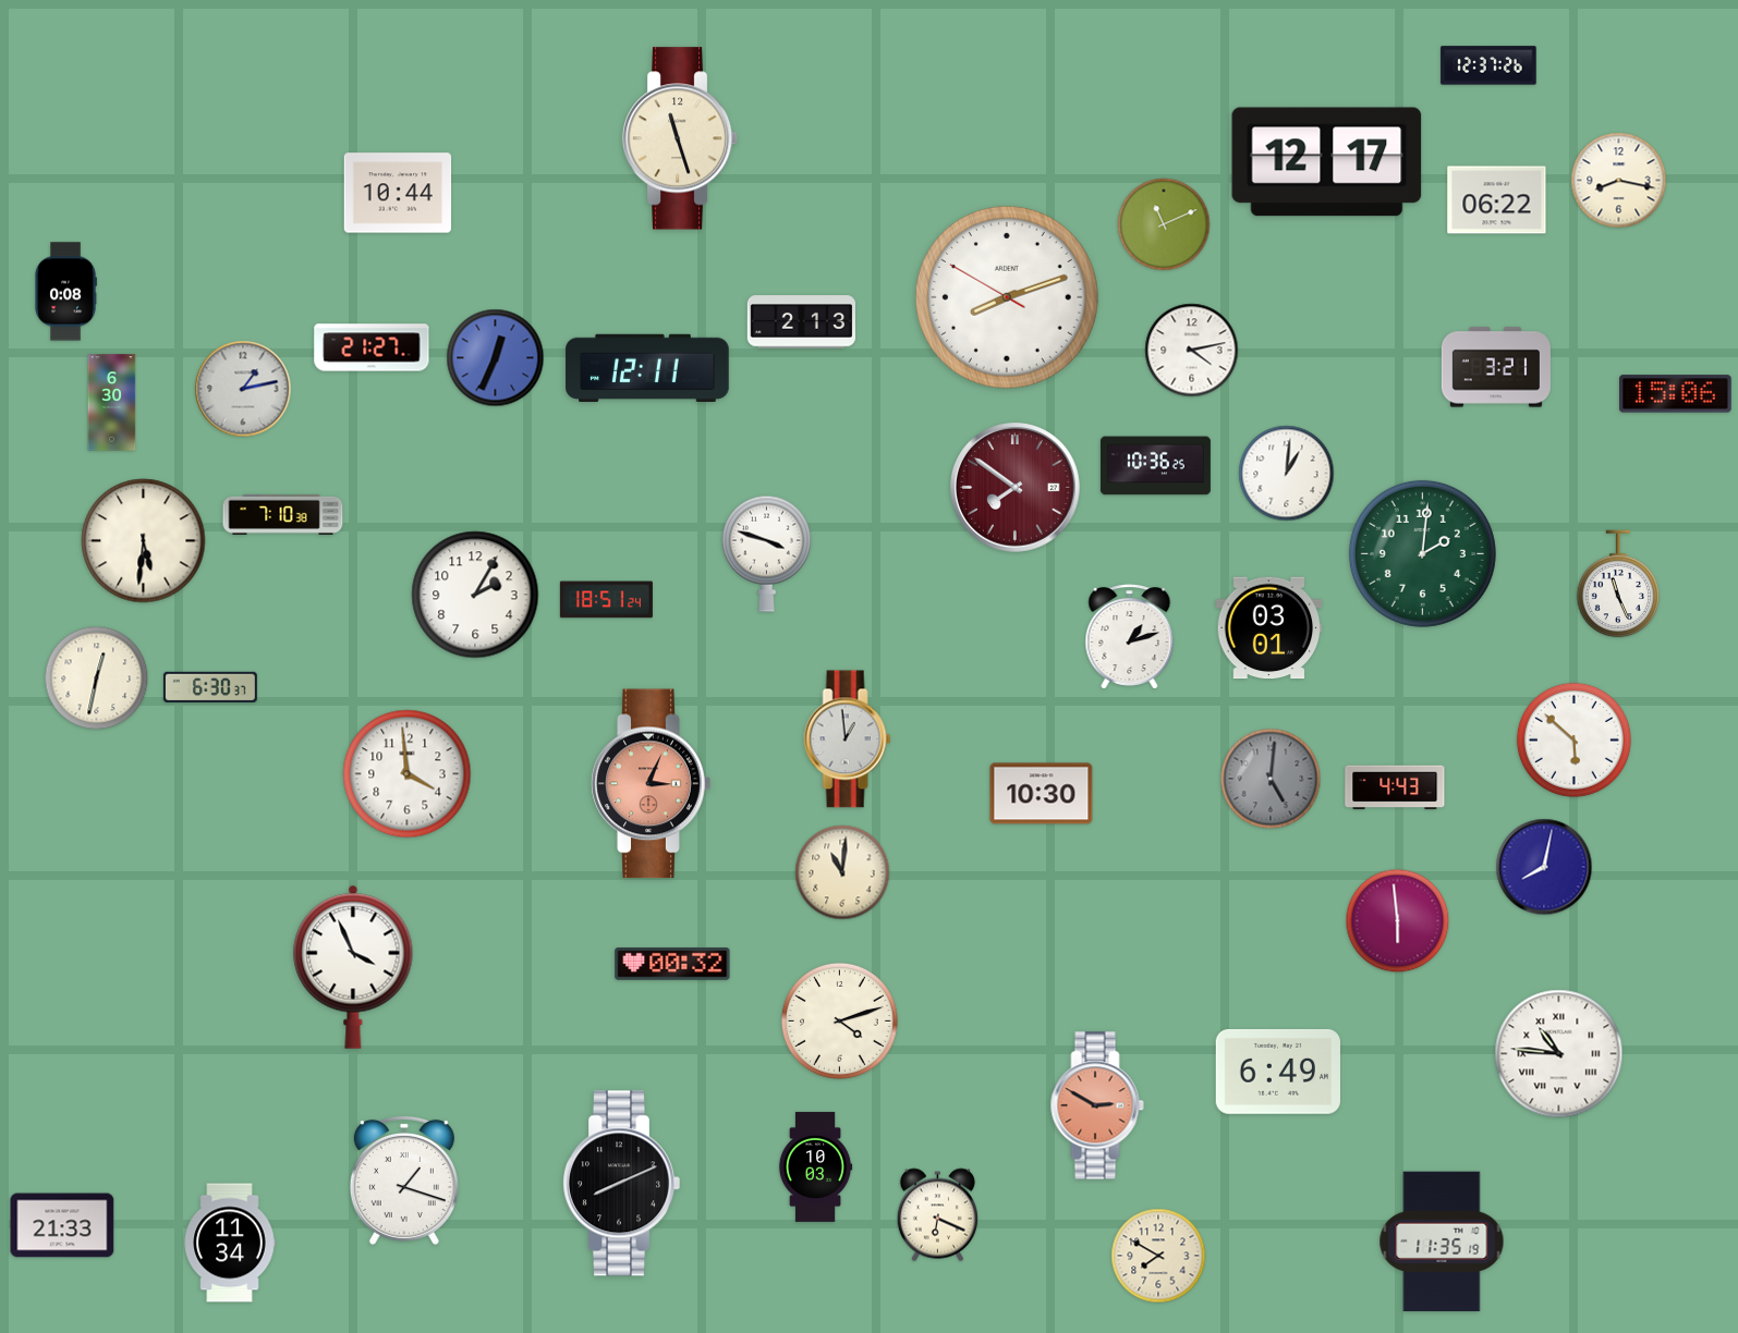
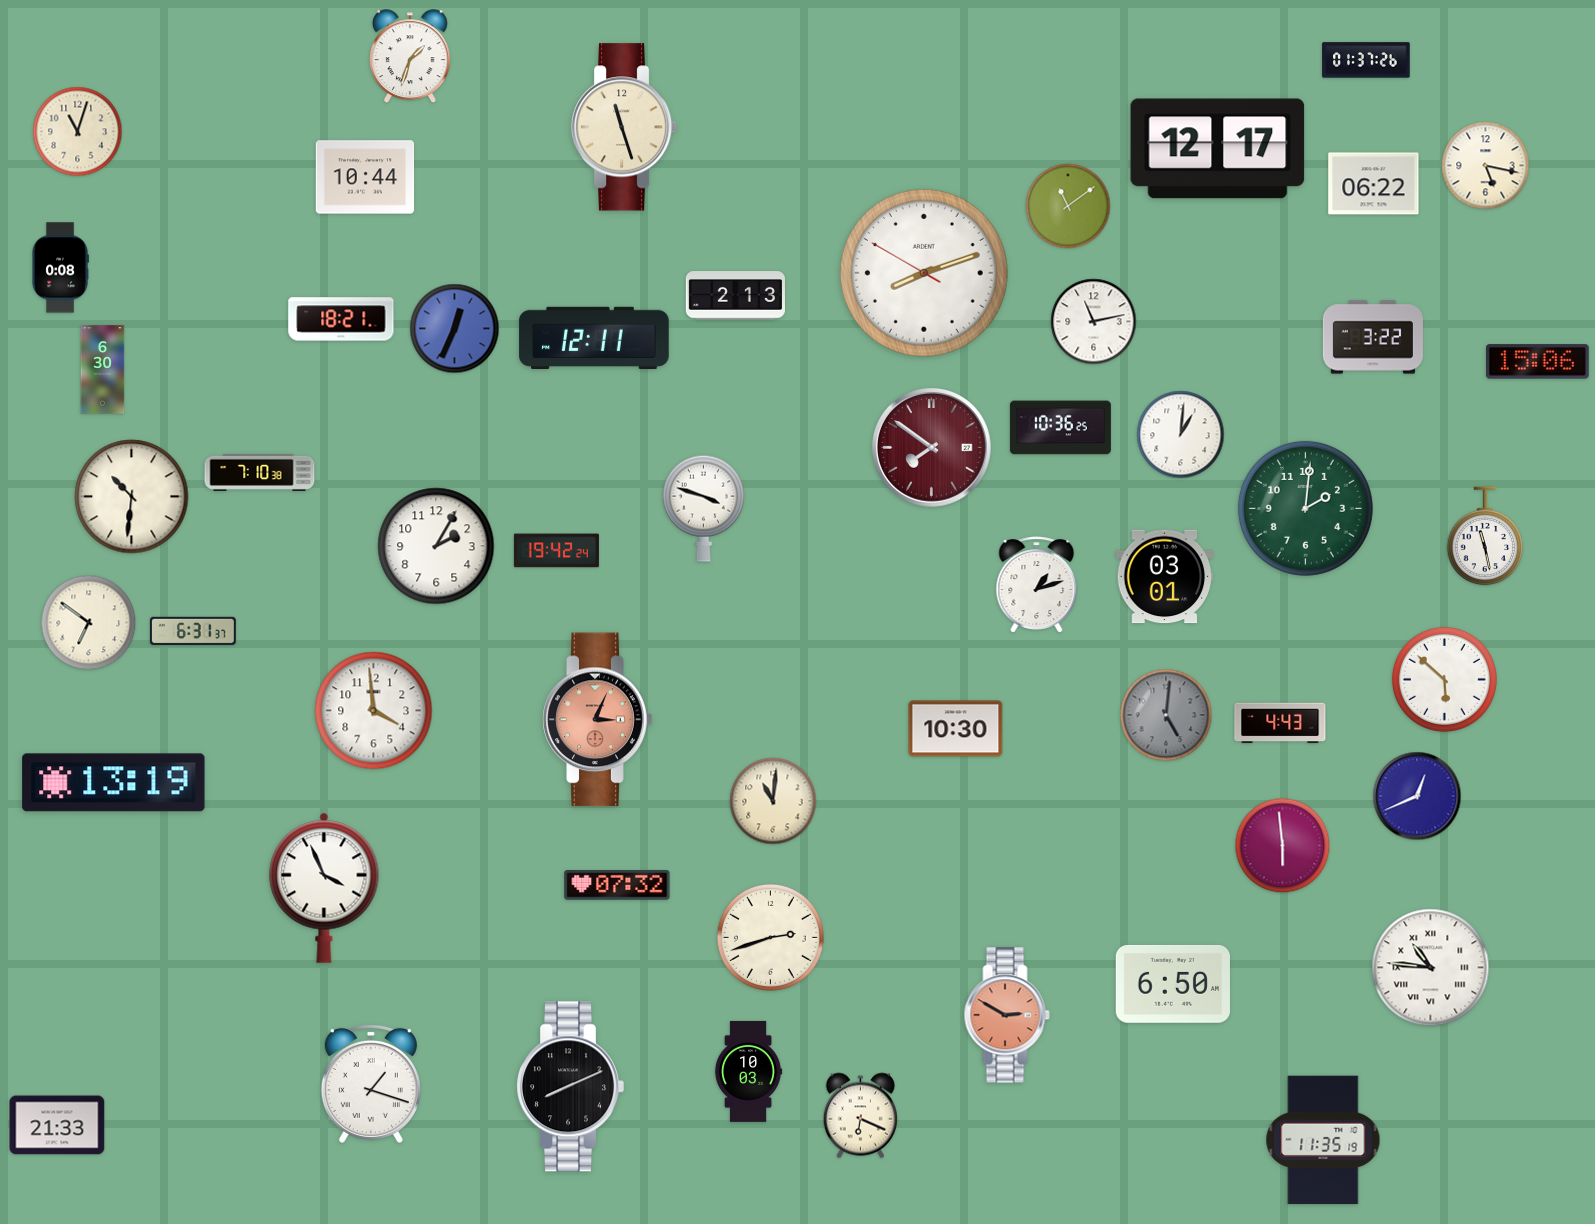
clock at (410, 57): none -> 1:33
clock at (1488, 65): 12:37 -> 01:37
clock at (78, 132): none -> 11:03
clock at (1619, 181): 8:17 -> 5:17
clock at (1164, 224): 11:11 -> 11:09
clock at (372, 347): 21:27 -> 18:21
clock at (1192, 351): 4:13 -> 11:13
clock at (1496, 367): 3:21 -> 3:22
clock at (243, 389): 1:13 -> none
clock at (144, 541): 5:31 -> 10:31
clock at (1618, 584): 11:26 -> 11:28
clock at (606, 600): 18:51 -> 19:42
clock at (97, 678): 12:32 -> 6:51
clock at (210, 687): 6:30 -> 6:31
clock at (848, 739): 12:59 -> none
clock at (114, 783): none -> 13:19
clock at (1544, 867): 8:02 -> 12:41
clock at (672, 965): 00:32 -> 07:32
clock at (839, 1020): 4:12 -> 2:42
clock at (1278, 1072): 6:49 -> 6:50
clock at (230, 1243): 11:34 -> none
clock at (1158, 1256): 7:50 -> none
